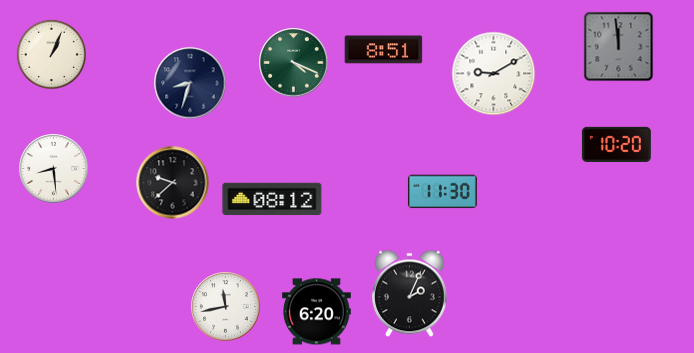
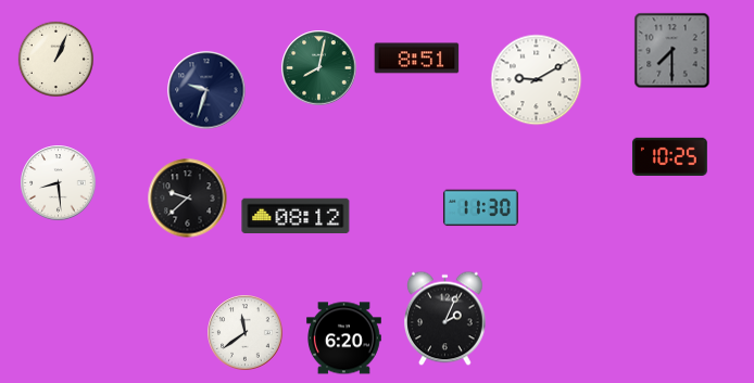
clock at (619, 47): 11:59 -> 7:30
clock at (384, 50) position: (384, 50) -> (417, 59)
clock at (294, 63): 4:19 -> 8:02
clock at (190, 83): 8:33 -> 9:33
clock at (616, 144): 10:20 -> 10:25
clock at (226, 307): 11:43 -> 11:39
